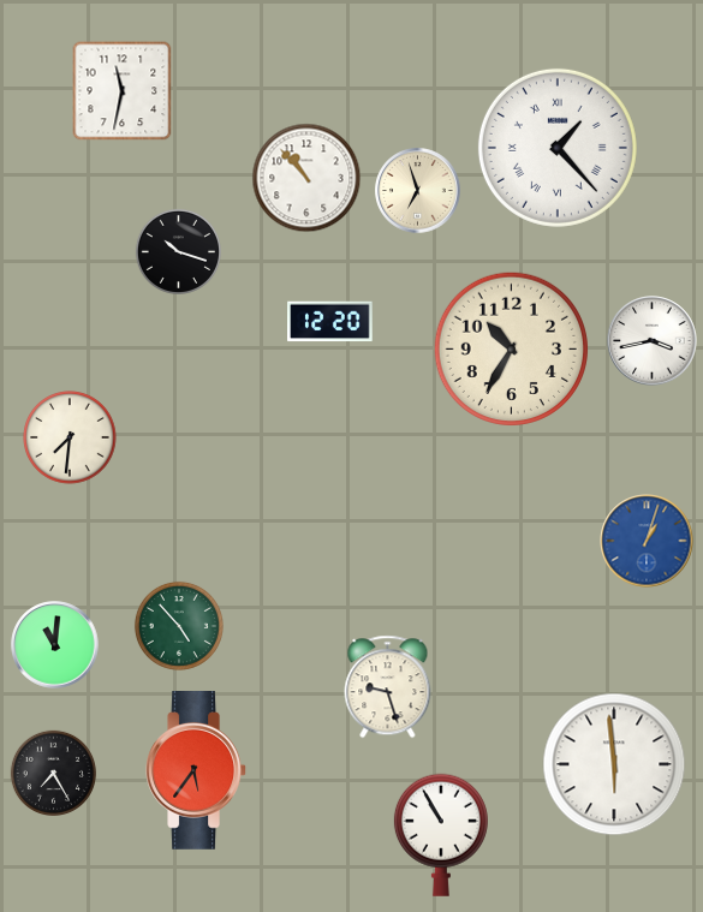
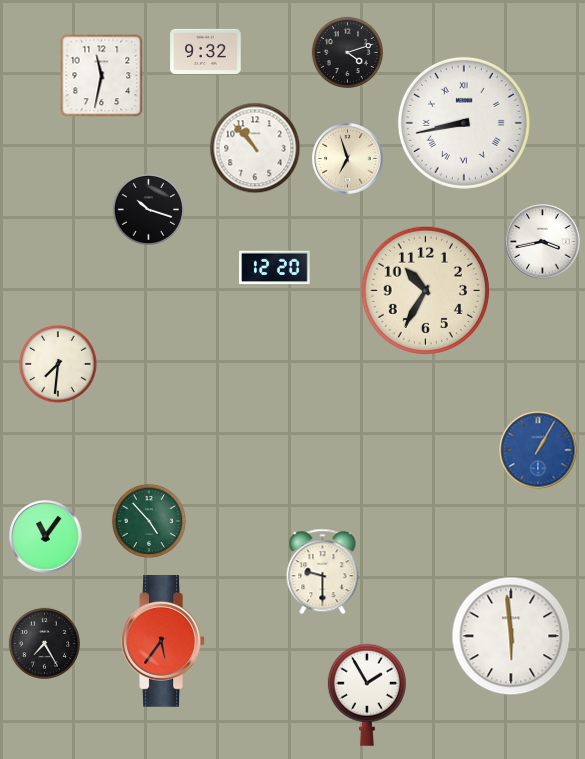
clock at (206, 51): none -> 9:32
clock at (347, 52): none -> 4:12
clock at (558, 148): 1:23 -> 8:43
clock at (653, 341) position: (653, 341) -> (543, 242)
clock at (647, 541): 1:03 -> 1:05
clock at (55, 645): 11:01 -> 11:06
clock at (388, 687): 9:27 -> 9:30
clock at (441, 835): 10:55 -> 1:55
